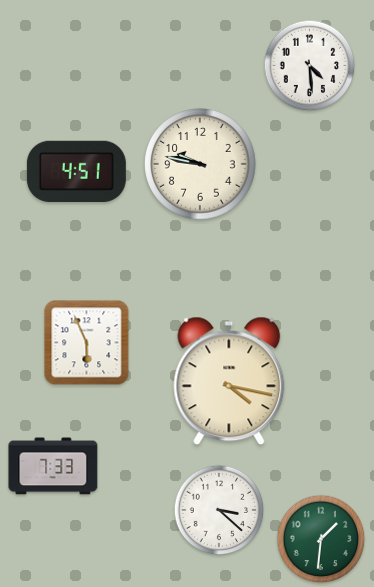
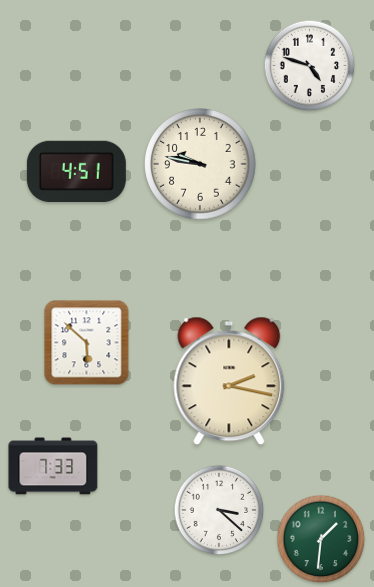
clock at (310, 66): 4:29 -> 4:48
clock at (87, 343): 5:56 -> 5:52
clock at (229, 381): 4:17 -> 2:17
